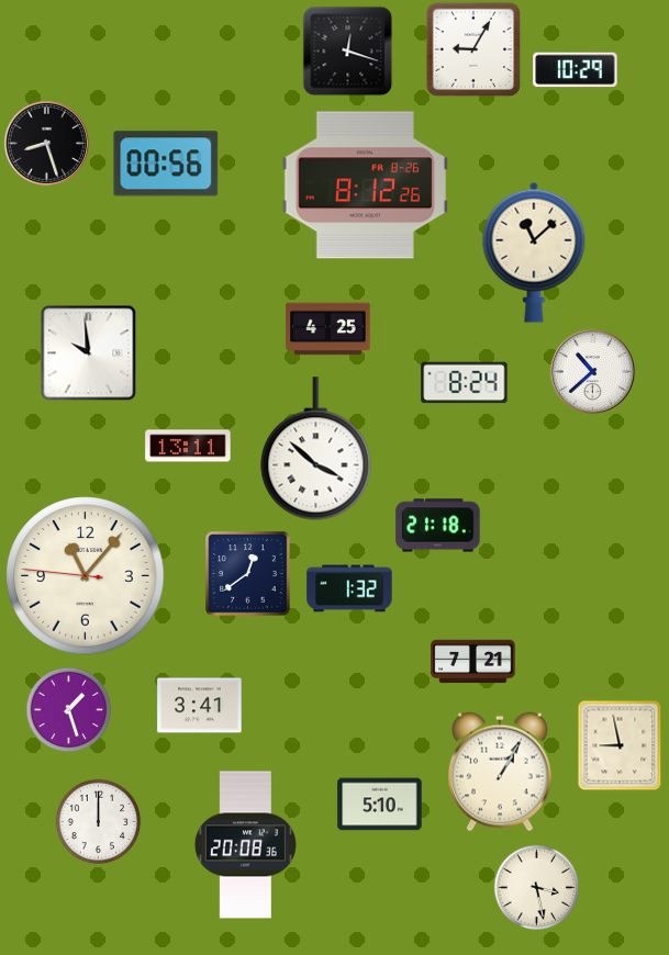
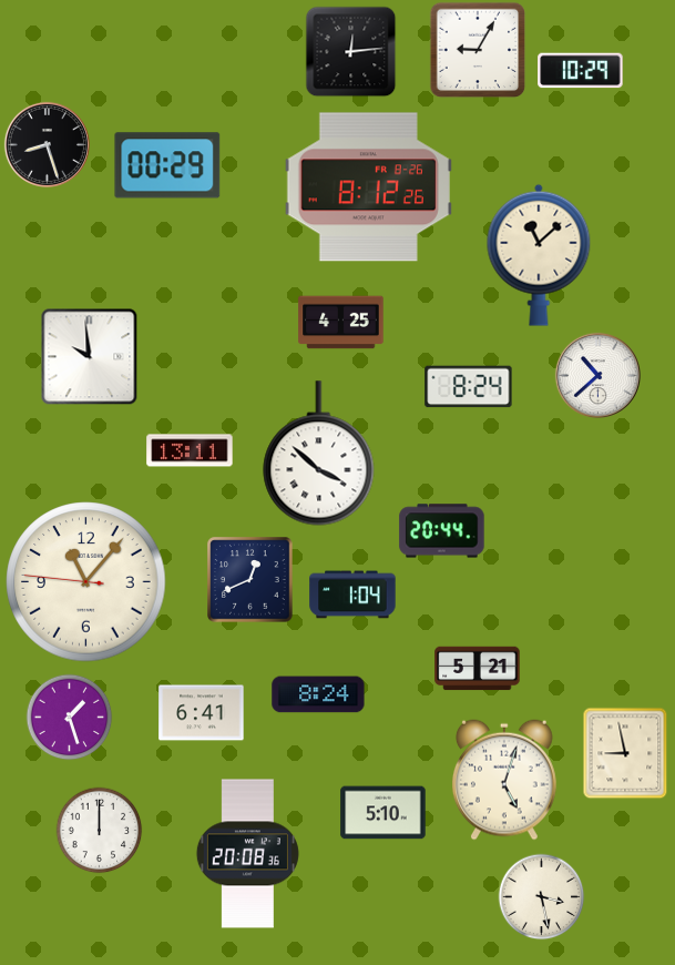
clock at (347, 50): 12:18 -> 12:14
clock at (166, 164): 00:56 -> 00:29
clock at (328, 329) position: (328, 329) -> (341, 323)
clock at (438, 526): 21:18 -> 20:44
clock at (248, 574): 12:39 -> 12:41
clock at (349, 588): 1:32 -> 1:04
clock at (473, 662): 7:21 -> 5:21
clock at (318, 694): none -> 8:24
clock at (200, 706): 3:41 -> 6:41
clock at (501, 772): 1:05 -> 5:03
